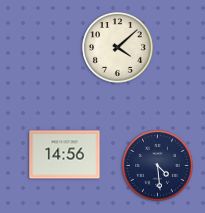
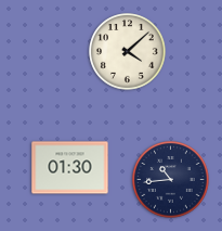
clock at (65, 155): 14:56 -> 01:30
clock at (158, 166): 4:29 -> 10:44
